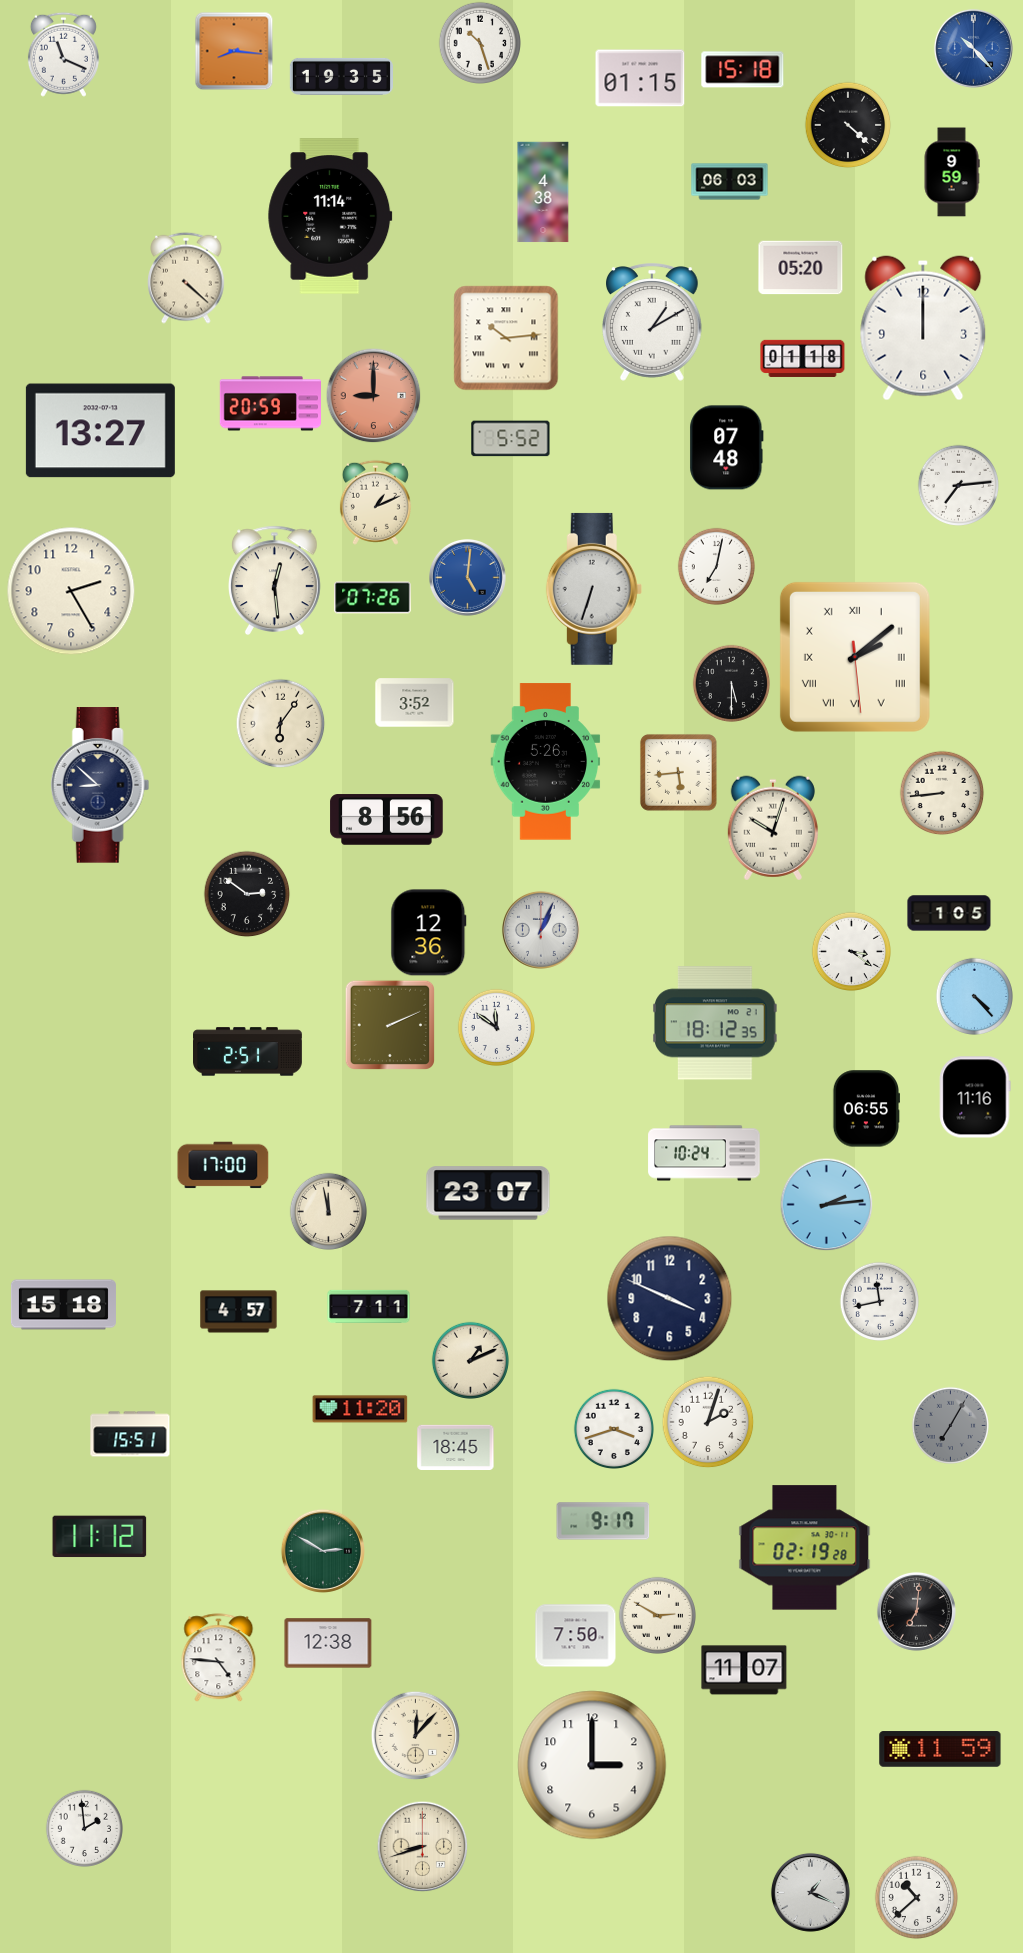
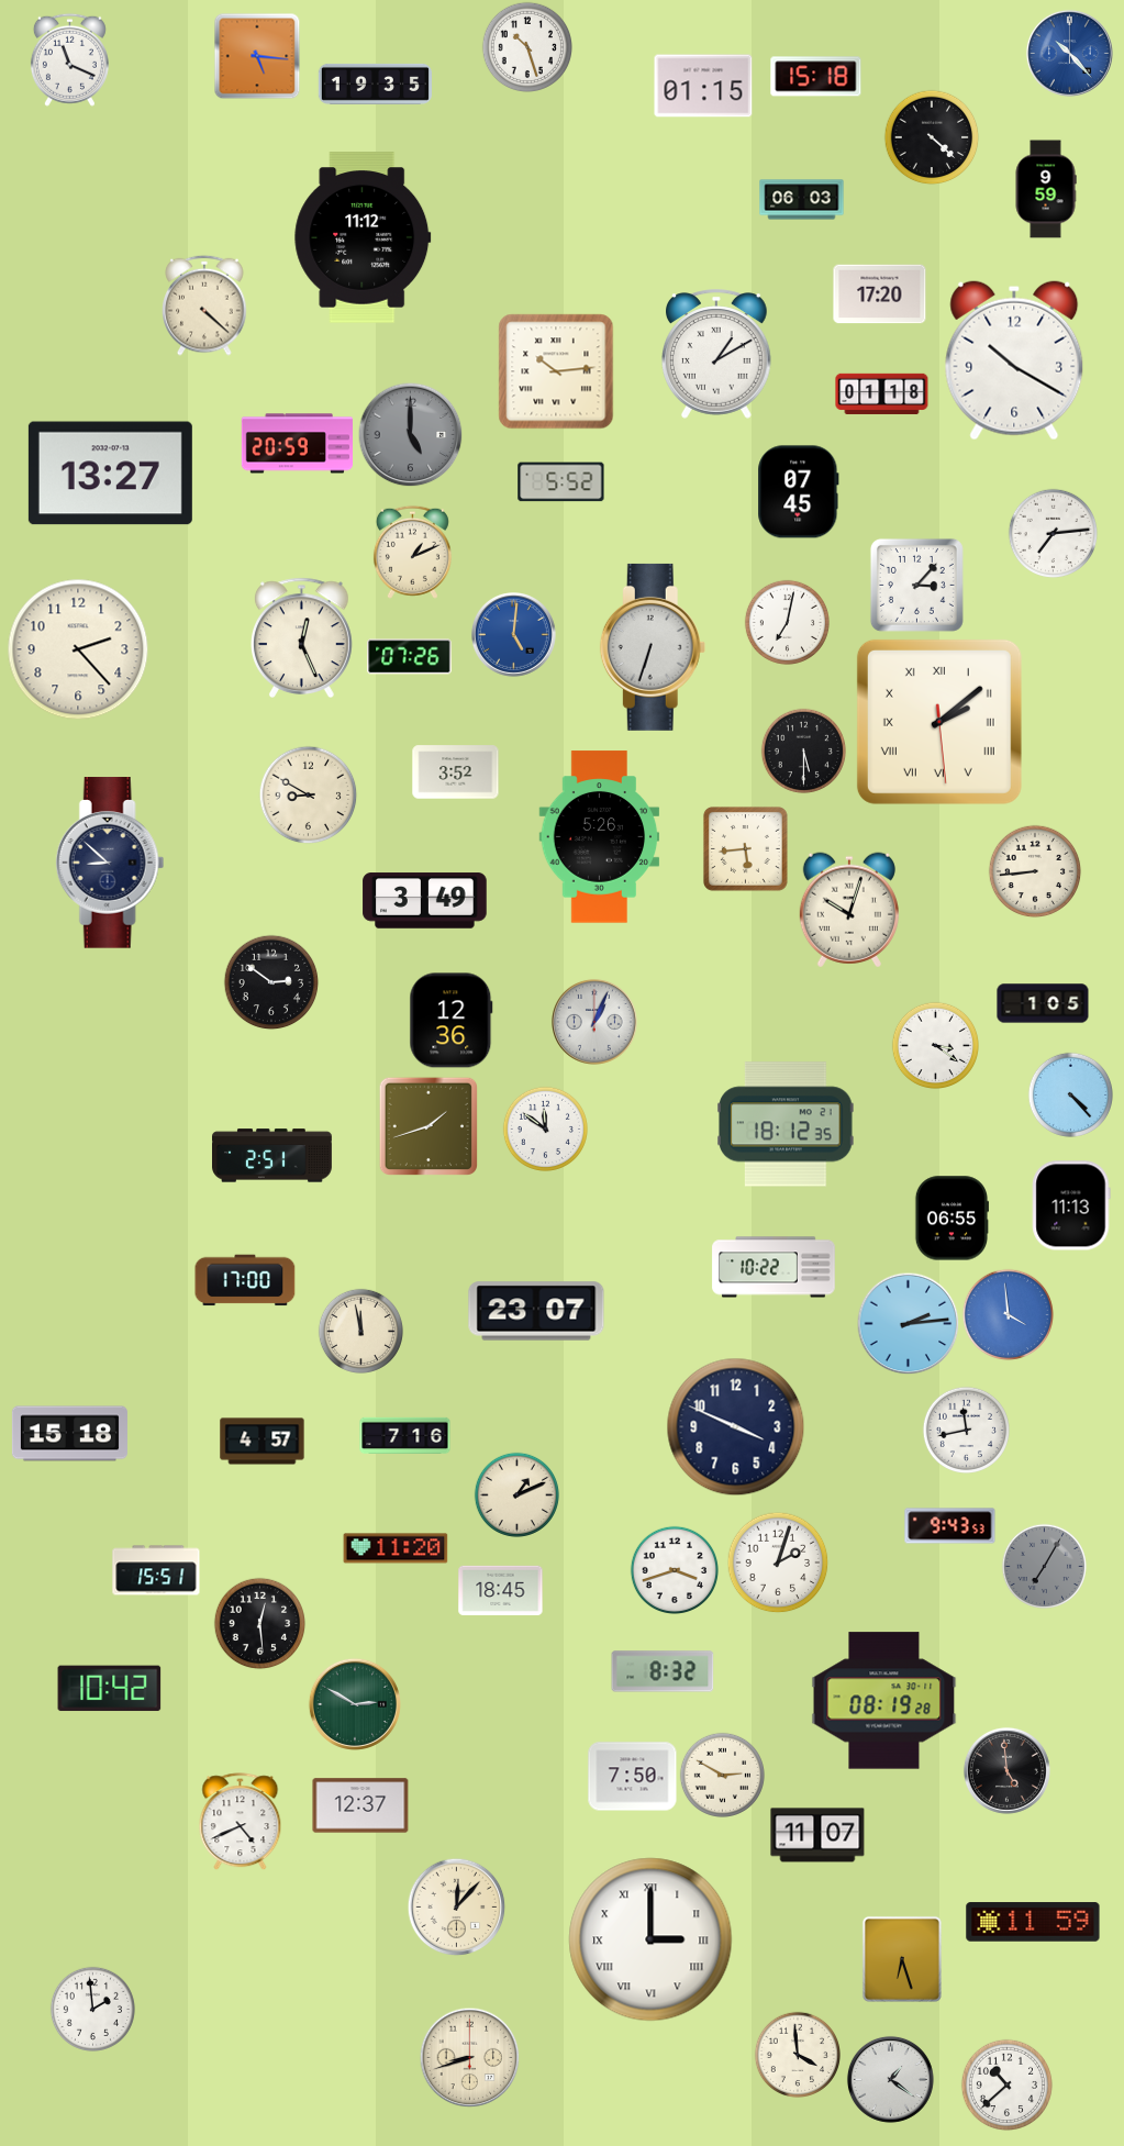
clock at (234, 51): 8:16 -> 5:16
clock at (543, 192): 4:38 -> none
clock at (330, 216): 11:14 -> 11:12
clock at (801, 268): 05:20 -> 17:20
clock at (923, 328): 12:00 -> 10:20
clock at (373, 395): 9:00 -> 5:00
clock at (373, 395) dial: salmon -> grey
clock at (727, 448): 07:48 -> 07:45
clock at (916, 585): none -> 3:07
clock at (275, 580): 12:29 -> 12:26
clock at (71, 591): 2:25 -> 2:23
clock at (280, 723): 6:06 -> 8:50
clock at (387, 820): 8:56 -> 3:49
clock at (429, 933) position: (429, 933) -> (452, 1021)
clock at (389, 1024): 2:11 -> 1:42
clock at (975, 1097): 11:16 -> 11:13
clock at (704, 1153): 10:24 -> 10:22
clock at (1008, 1314): none -> 3:59
clock at (369, 1306): 7:11 -> 7:16
clock at (950, 1526): none -> 9:43
clock at (130, 1434) position: (130, 1434) -> (156, 1570)
clock at (259, 1623): none -> 12:29
clock at (603, 1521): 9:17 -> 8:32
clock at (100, 1537): 11:12 -> 10:42
clock at (805, 1548): 02:19 -> 08:19
clock at (916, 1611): 7:01 -> 4:59
clock at (576, 1636) position: (576, 1636) -> (633, 1777)
clock at (328, 1643): 12:38 -> 12:37
clock at (219, 1658): 4:46 -> 4:41
clock at (592, 1765) numerals: Arabic -> Roman
clock at (902, 1959): none -> 6:27
clock at (422, 1846) position: (422, 1846) -> (469, 2057)
clock at (797, 2054): none -> 3:59
clock at (810, 1892): 1:19 -> 1:21
